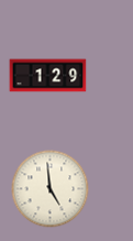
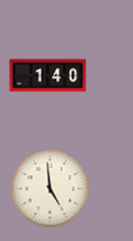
clock at (48, 76): 1:29 -> 1:40
